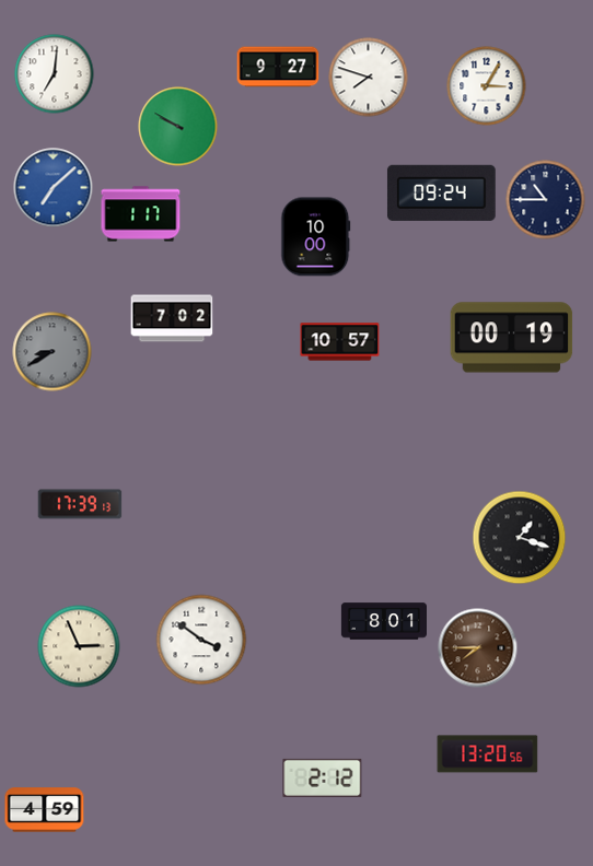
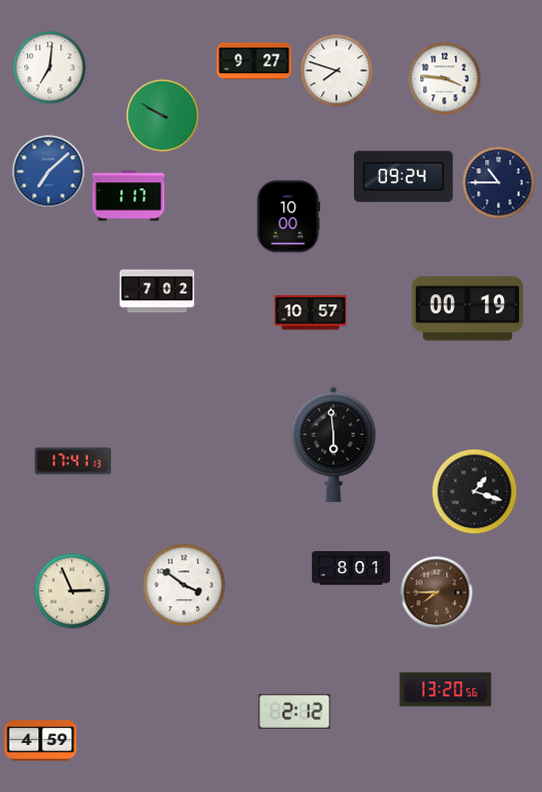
clock at (487, 86): 3:05 -> 3:46
clock at (53, 352): 8:40 -> none
clock at (334, 444): none -> 5:59
clock at (80, 504): 17:39 -> 17:41
